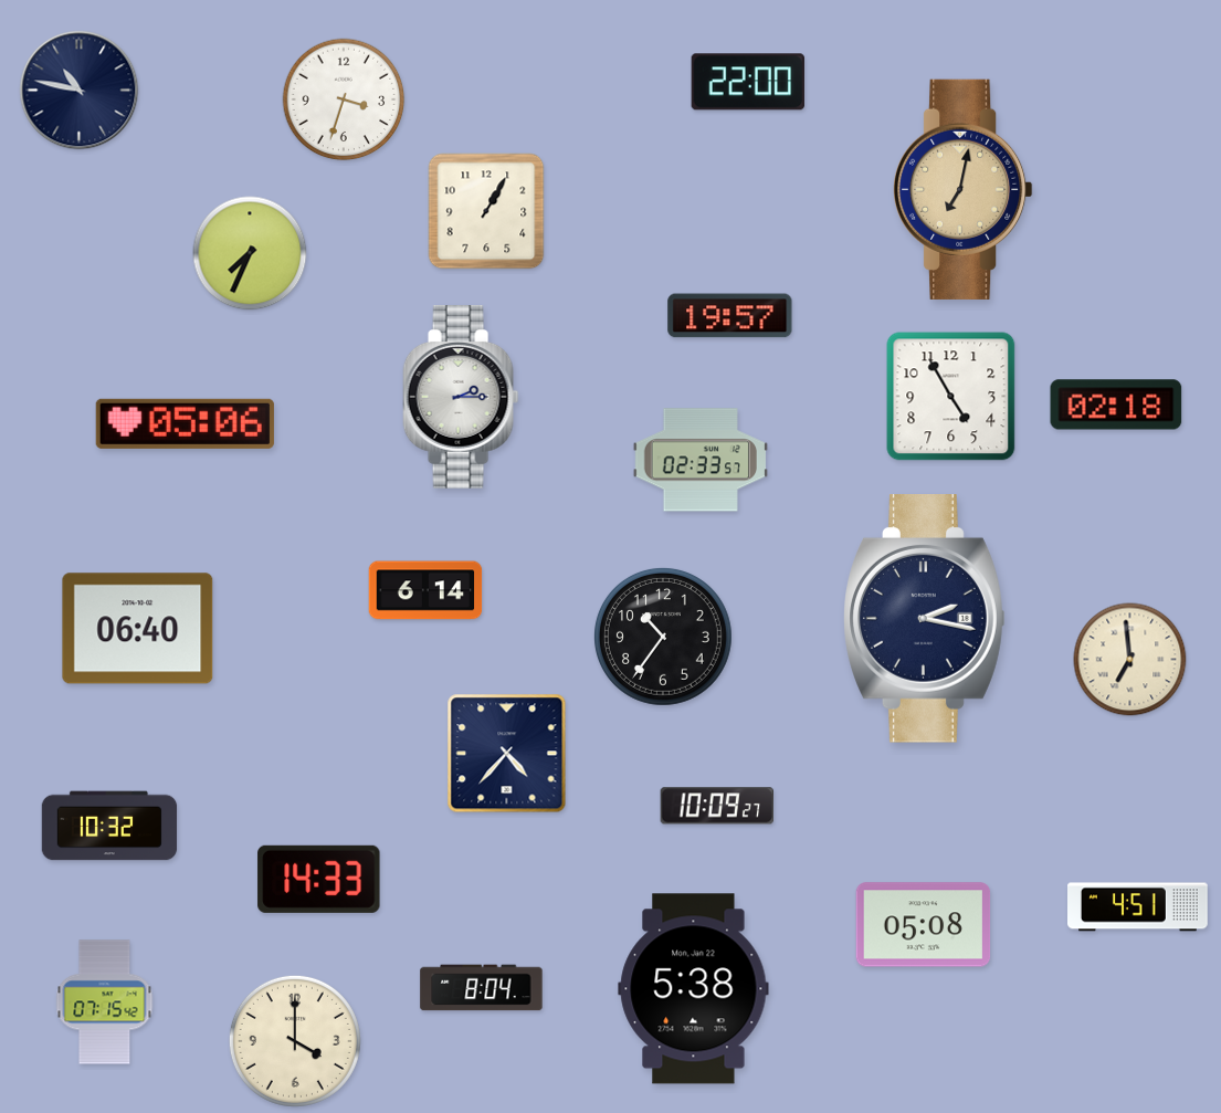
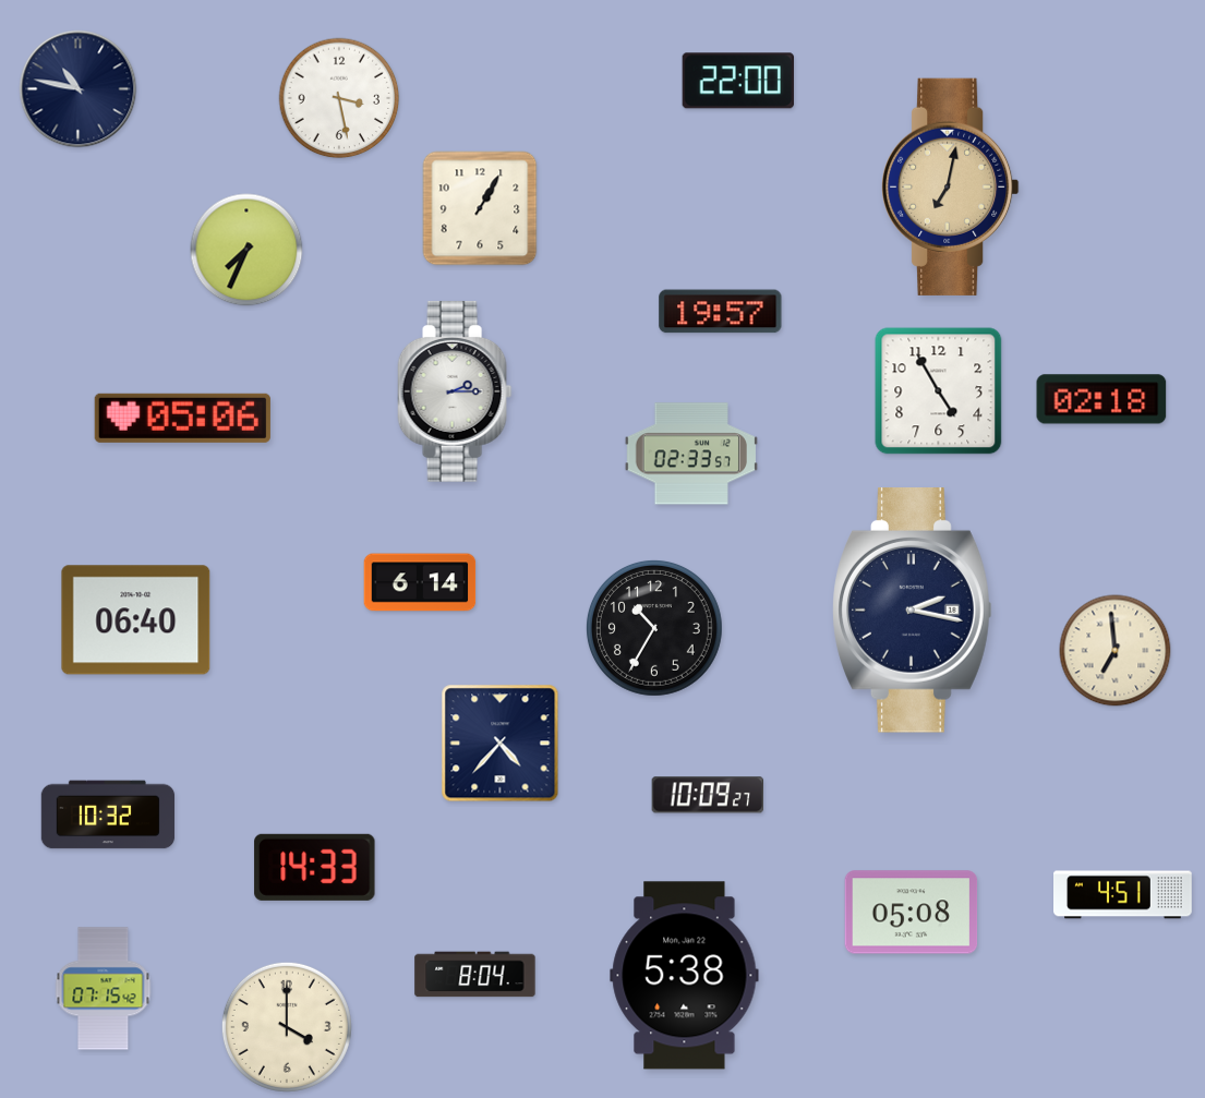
clock at (344, 99): 3:33 -> 3:28
clock at (663, 637): 10:36 -> 10:35
clock at (295, 1041) position: (295, 1041) -> (287, 1027)
